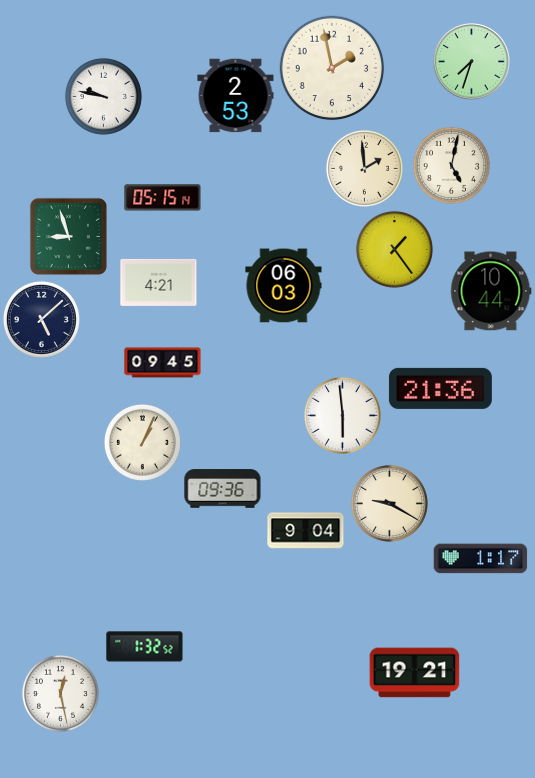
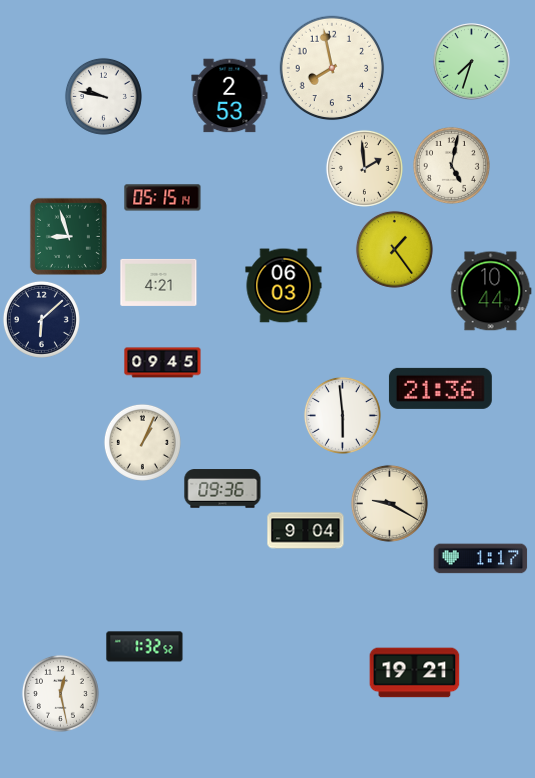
clock at (332, 68): 1:58 -> 7:58
clock at (236, 96) position: (236, 96) -> (230, 96)
clock at (41, 319): 5:08 -> 6:08
